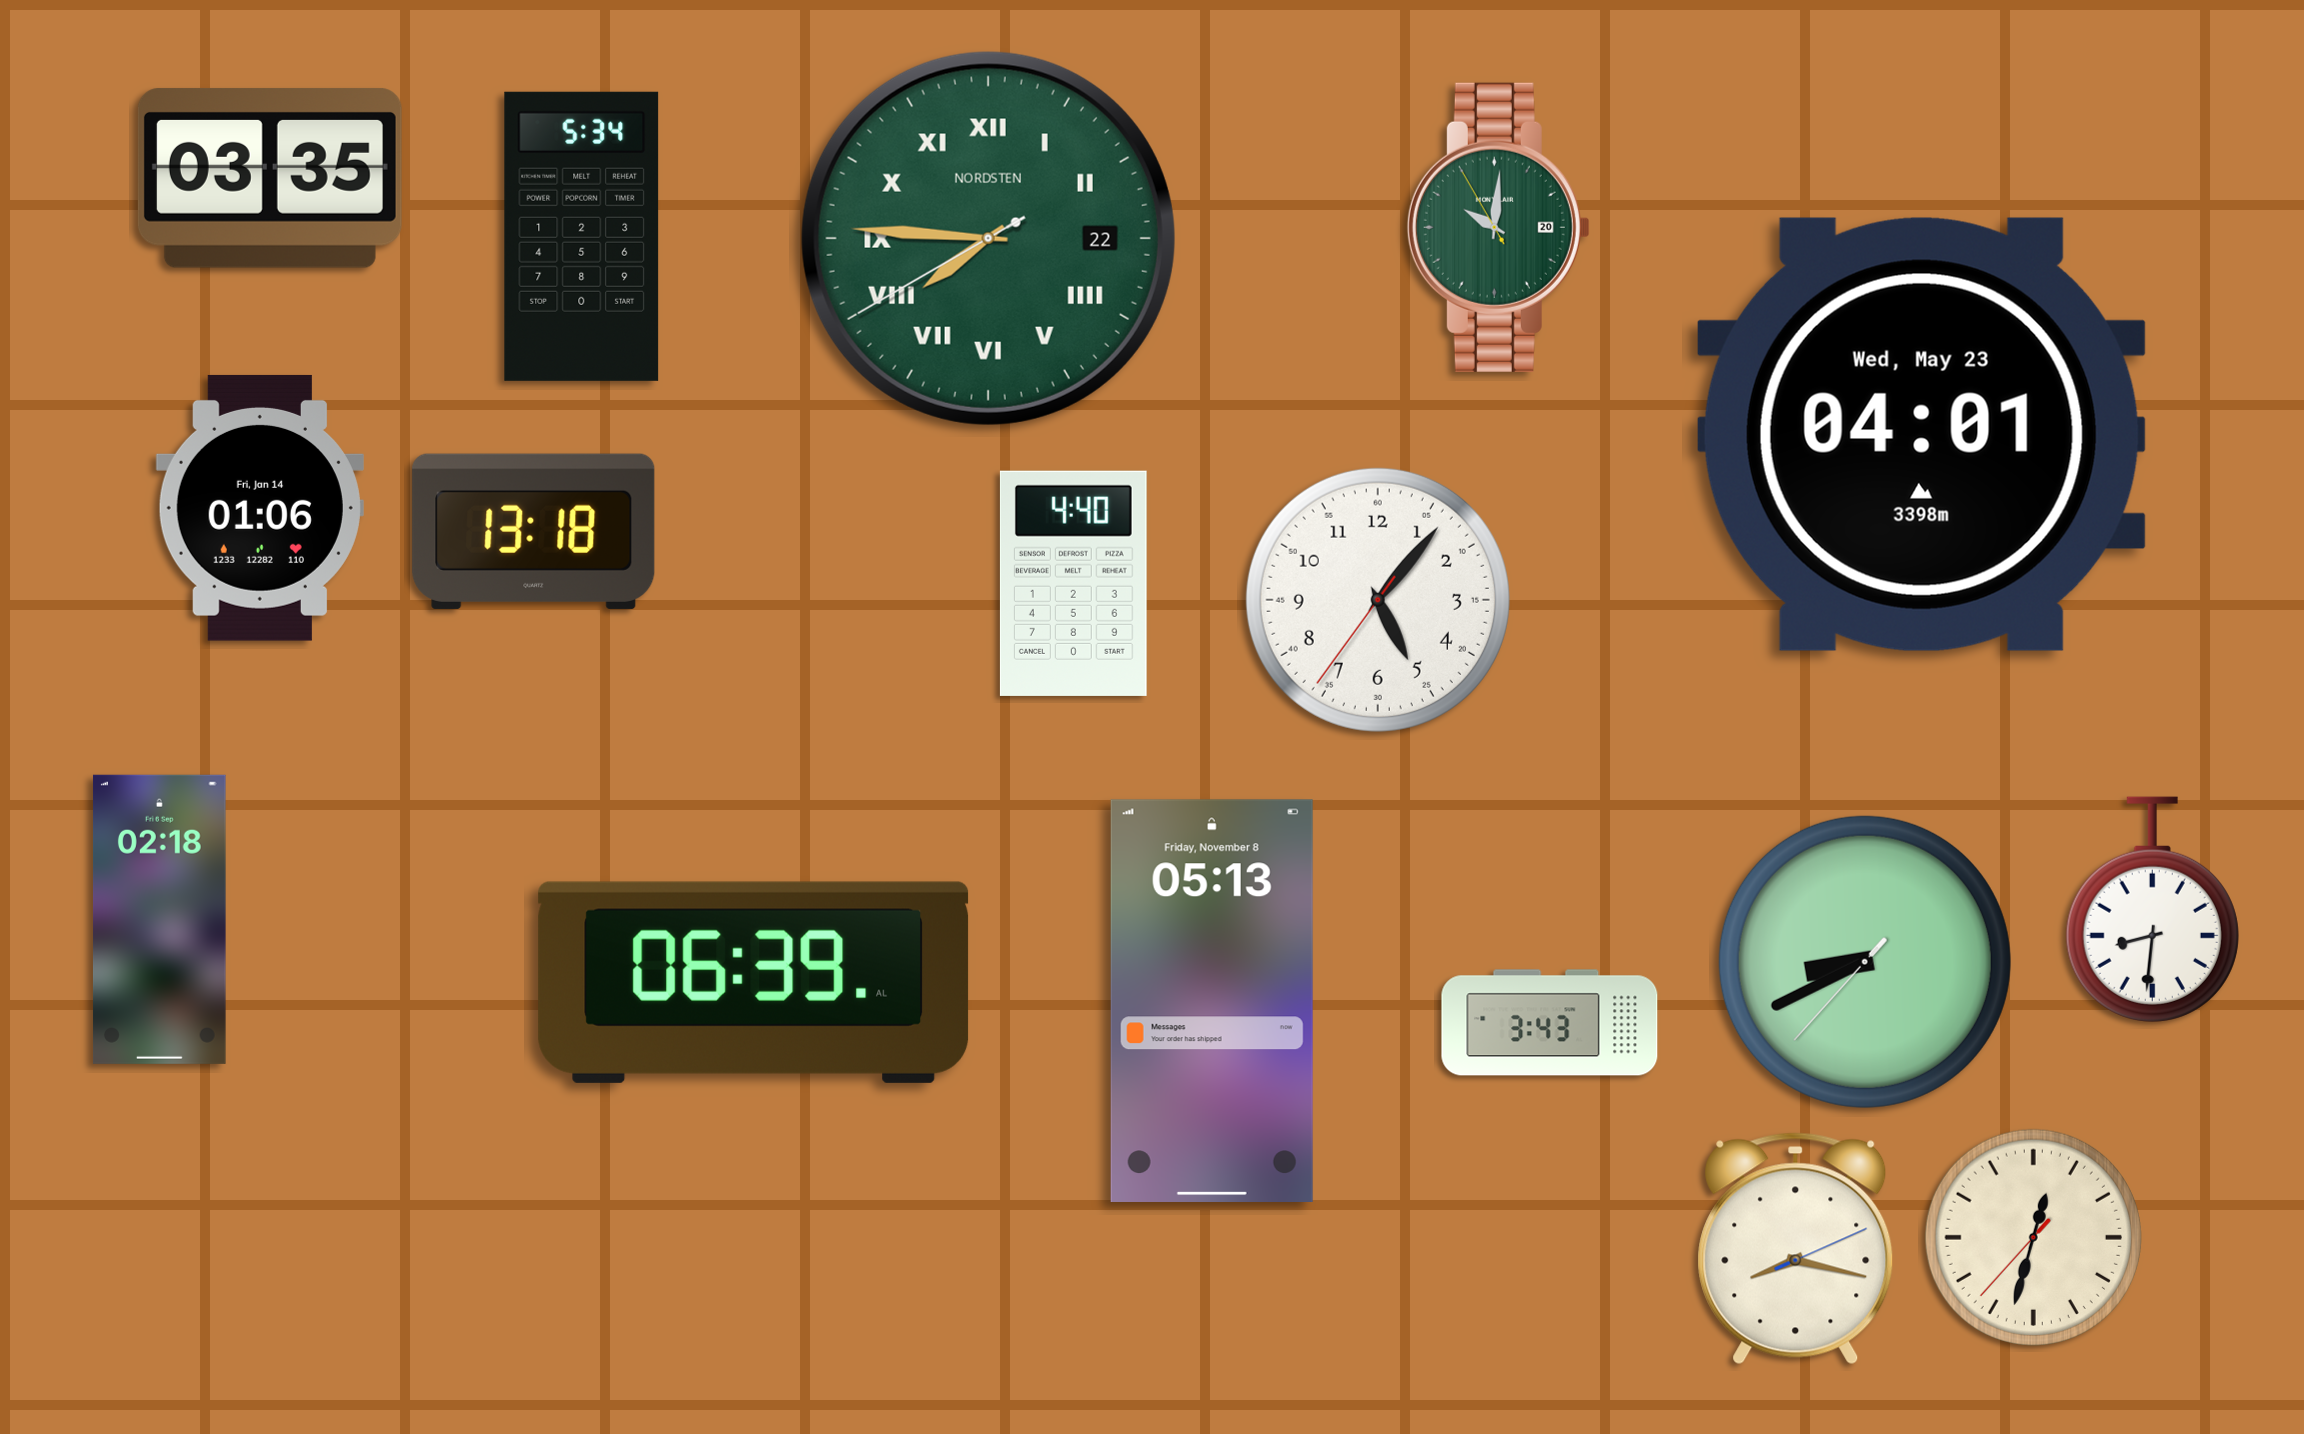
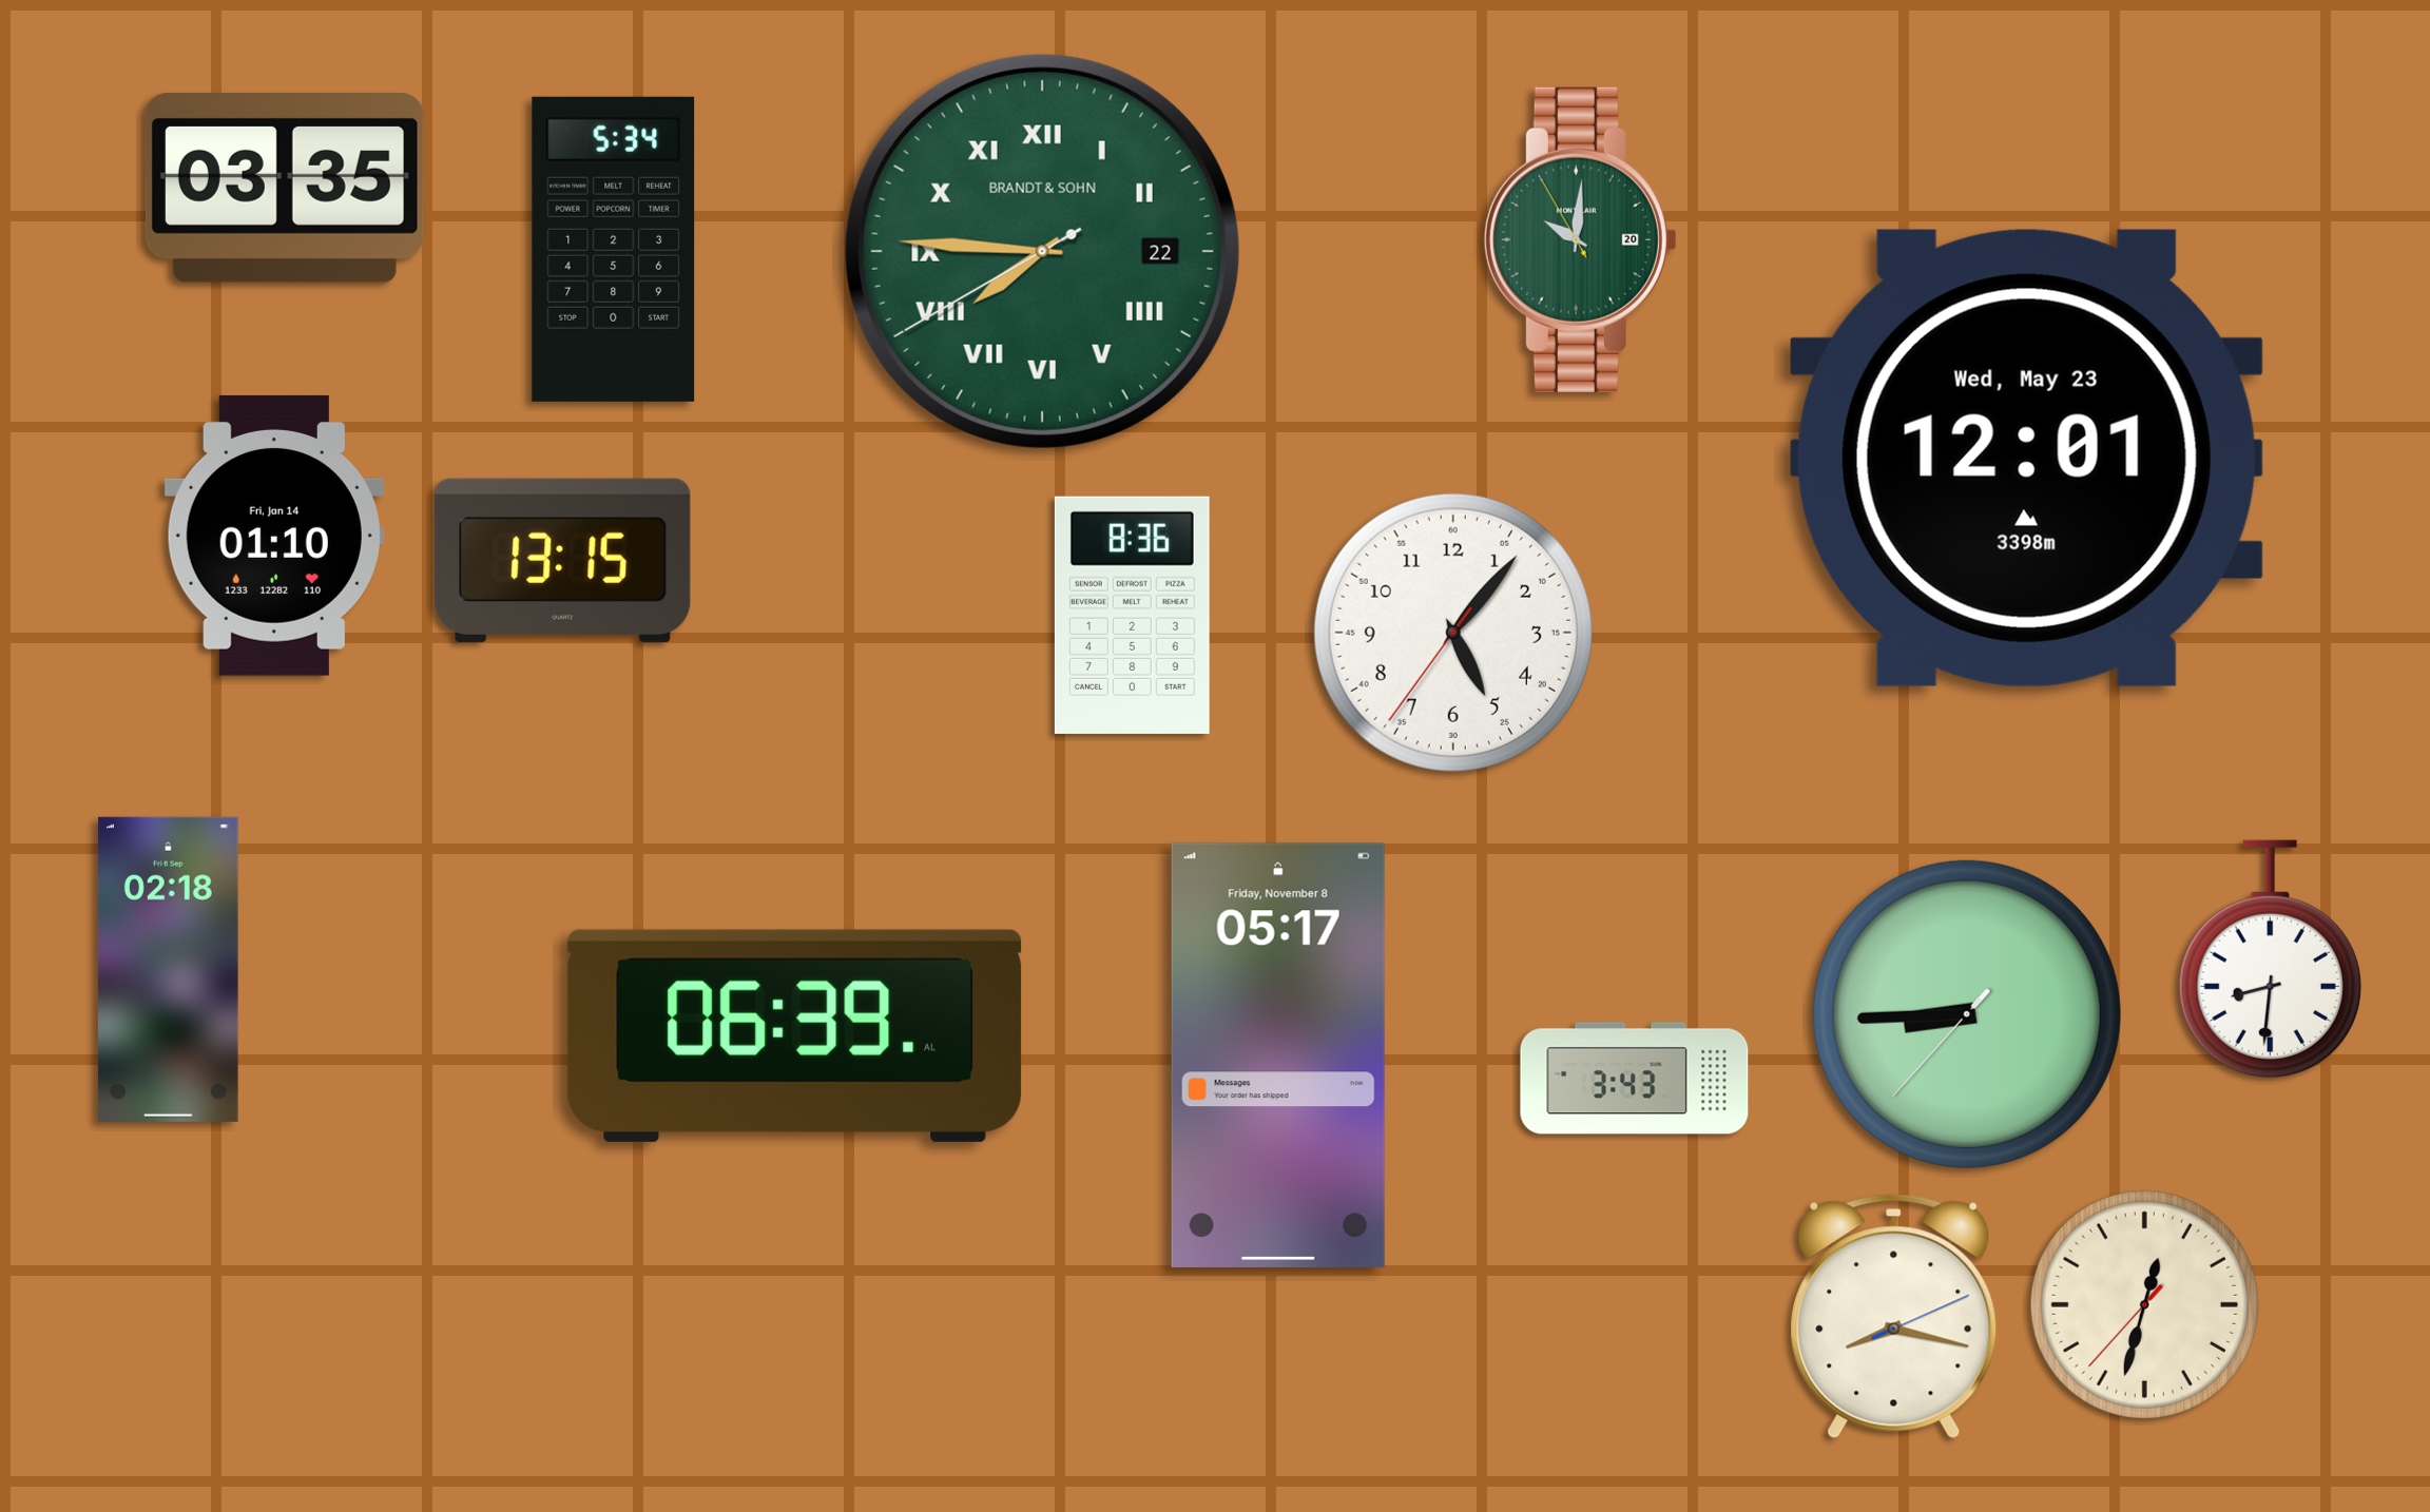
clock at (988, 238) brand: NORDSTEN -> BRANDT & SOHN
clock at (1921, 434): 04:01 -> 12:01
clock at (260, 508): 01:06 -> 01:10
clock at (534, 531): 13:18 -> 13:15
clock at (1073, 583): 4:40 -> 8:36
clock at (1865, 962): 8:40 -> 8:44
clock at (1212, 1000): 05:13 -> 05:17
